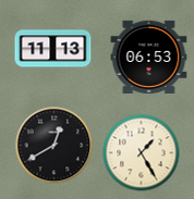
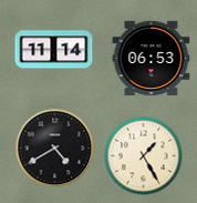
clock at (53, 49): 11:13 -> 11:14
clock at (54, 146): 12:40 -> 4:40
